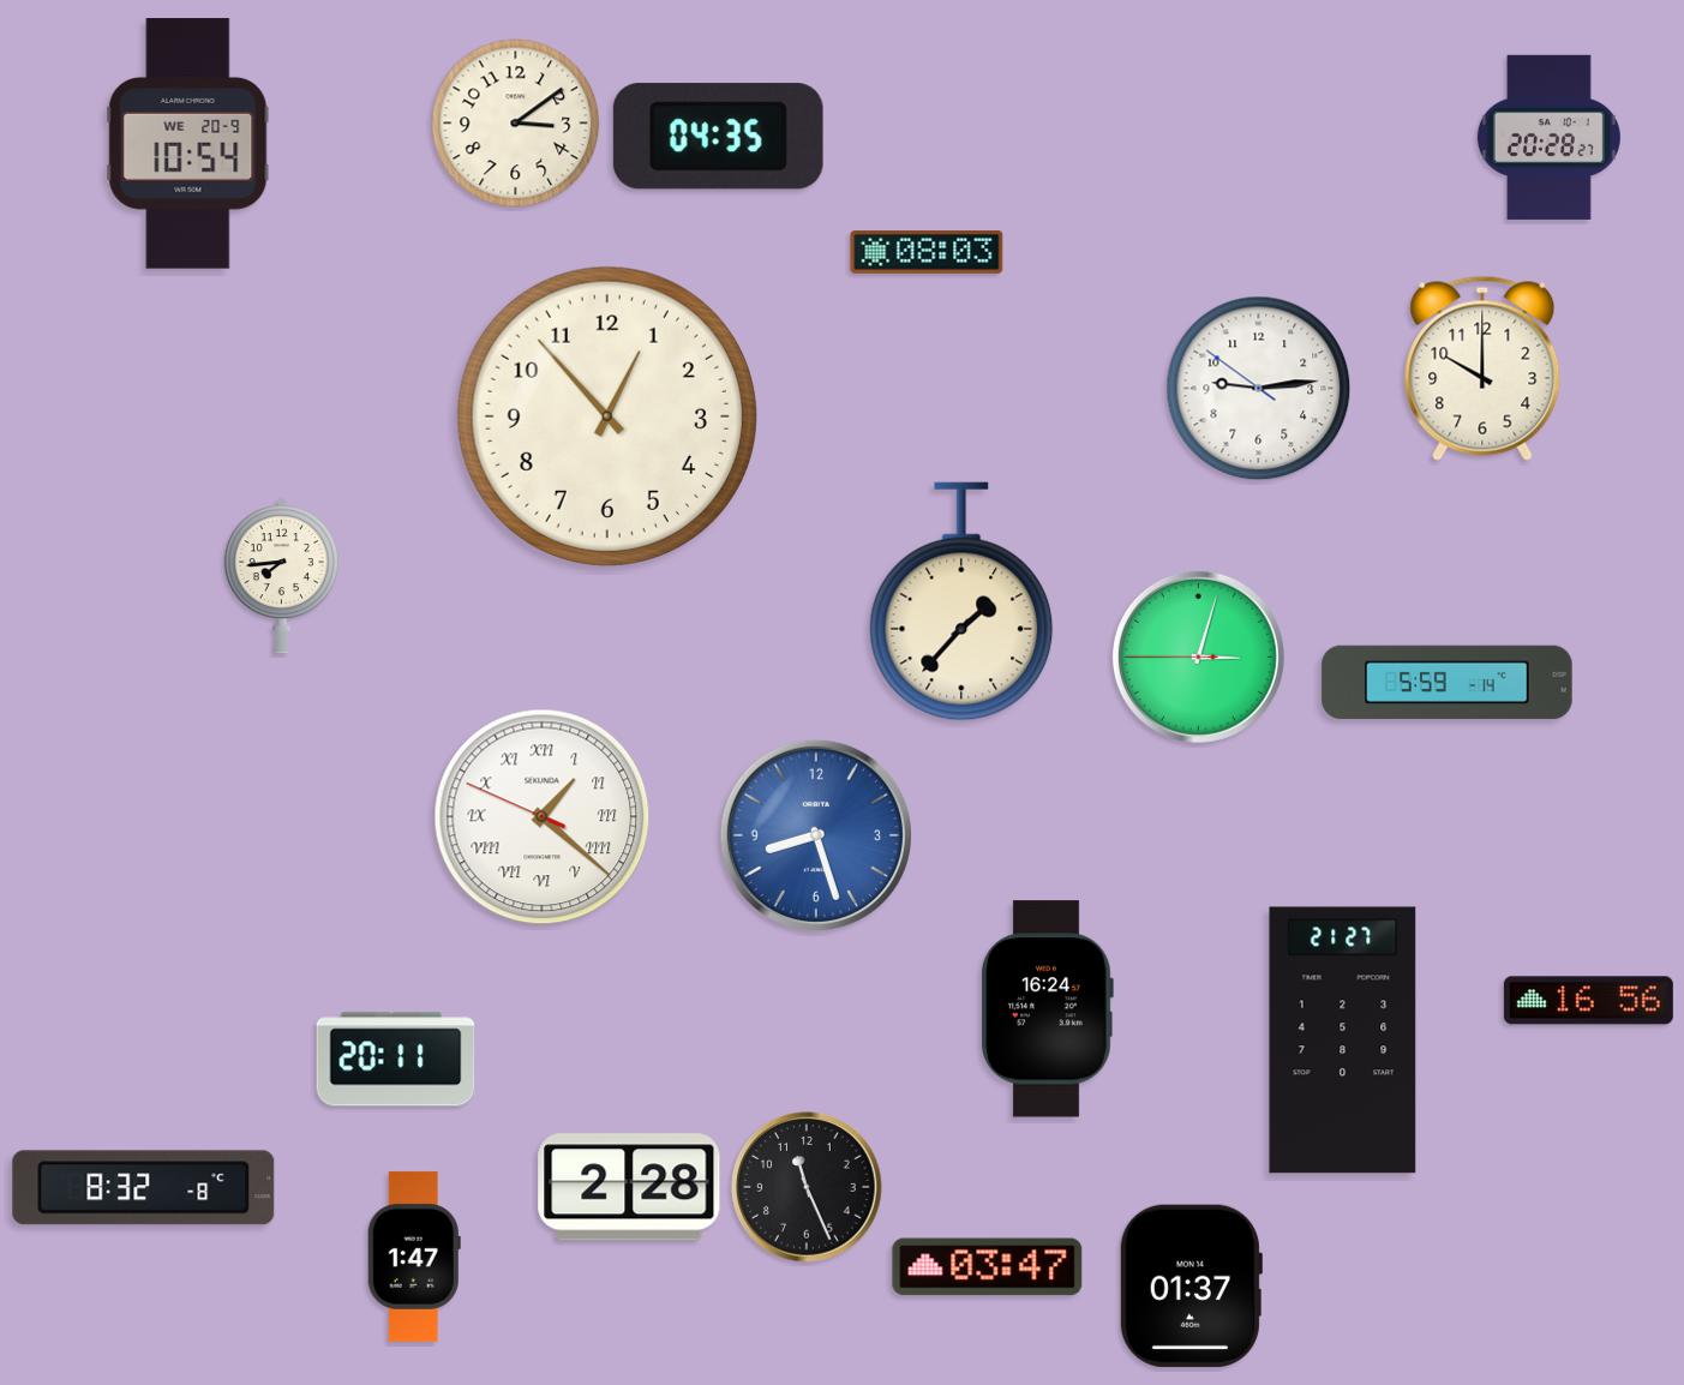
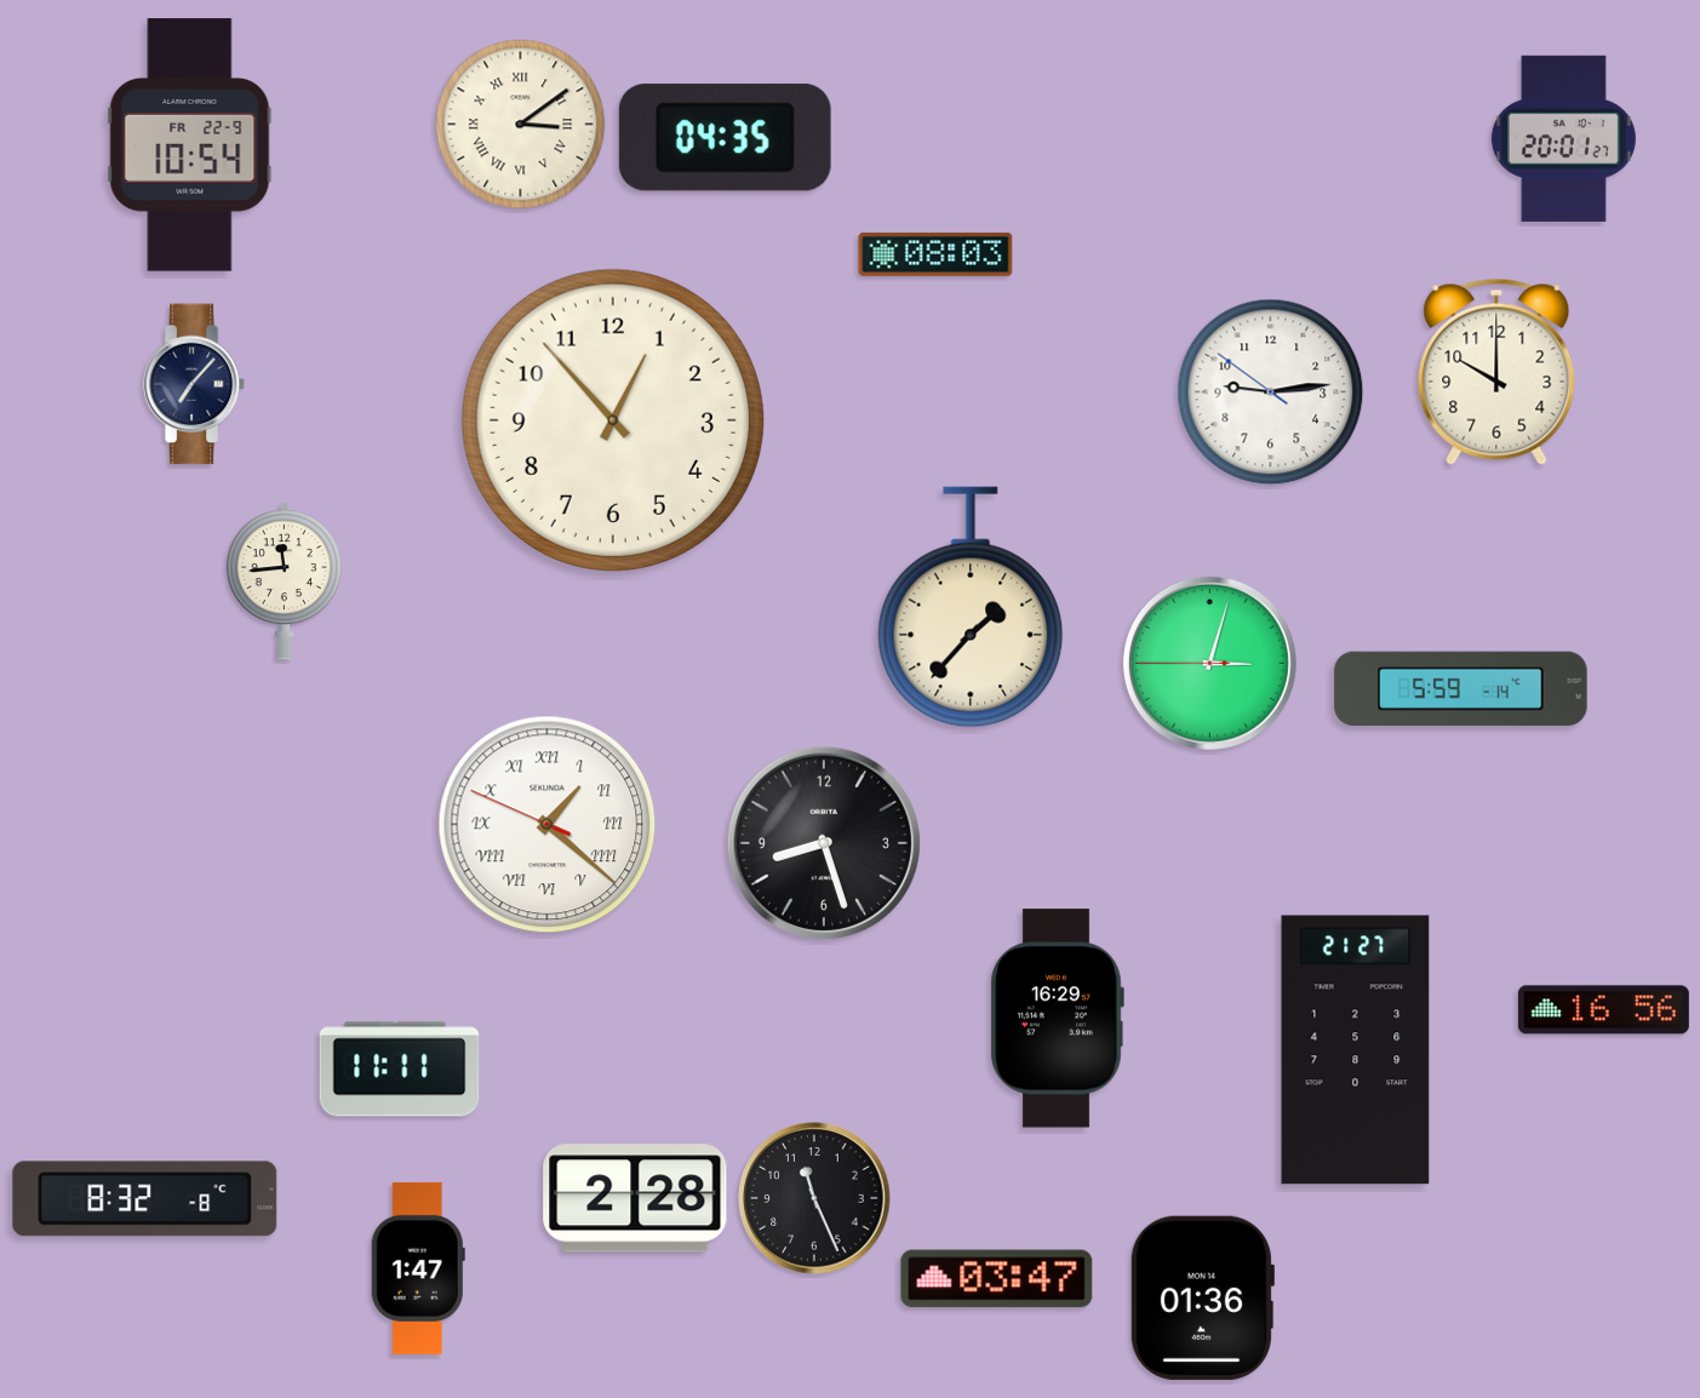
clock at (516, 124) numerals: Arabic -> Roman
clock at (1548, 137): 20:28 -> 20:01
clock at (188, 144) date: WE 20-9 -> FR 22-9
clock at (194, 384): none -> 7:07
clock at (281, 576): 7:44 -> 11:44
clock at (816, 835) dial: blue -> black
clock at (1047, 1009): 16:24 -> 16:29
clock at (396, 1060): 20:11 -> 11:11
clock at (1191, 1285): 01:37 -> 01:36
